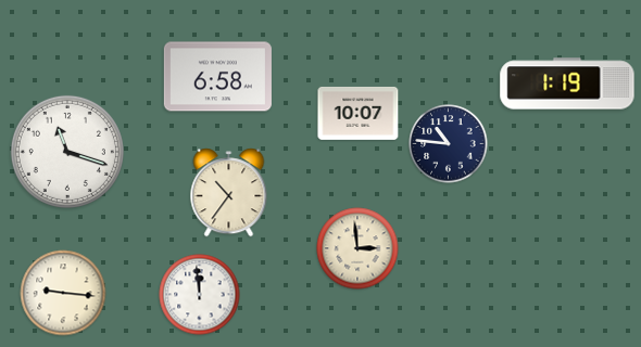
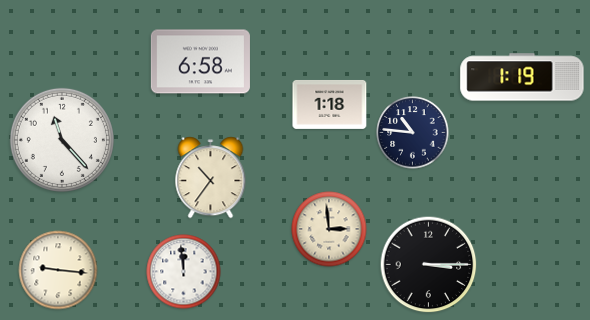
clock at (217, 77) position: (217, 77) -> (200, 62)
clock at (359, 113): 10:07 -> 1:18
clock at (67, 152): 11:18 -> 11:23
clock at (429, 265): none -> 3:15
